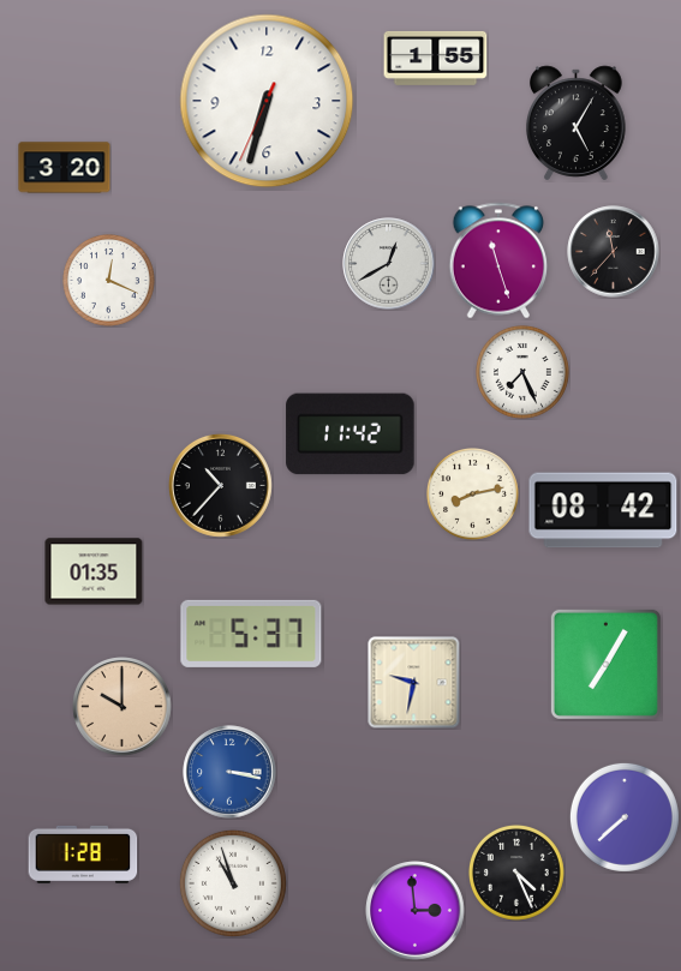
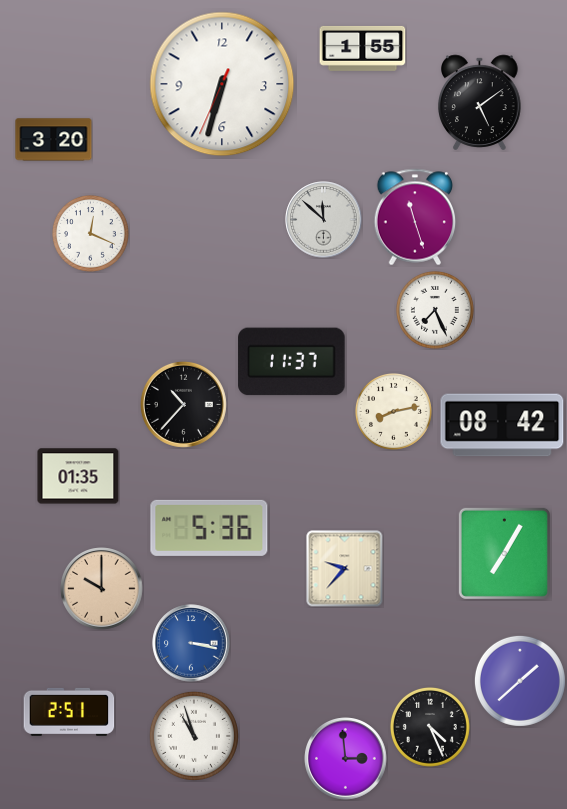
clock at (577, 124): 5:05 -> 5:09
clock at (614, 252): 11:37 -> none
clock at (389, 264): 12:40 -> 11:52
clock at (351, 434): 11:42 -> 11:37
clock at (251, 634): 5:37 -> 5:36
clock at (414, 683): 9:32 -> 9:37
clock at (625, 817): 7:38 -> 1:38
clock at (83, 855): 1:28 -> 2:51
